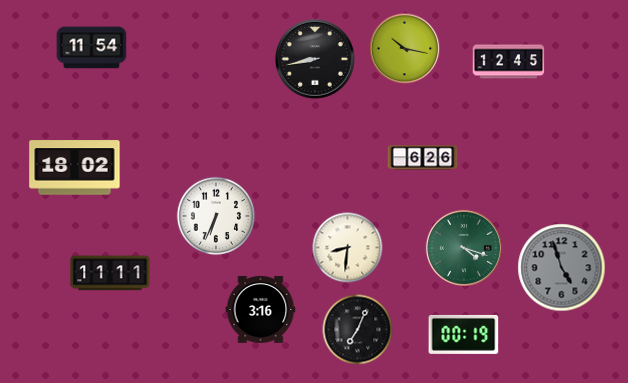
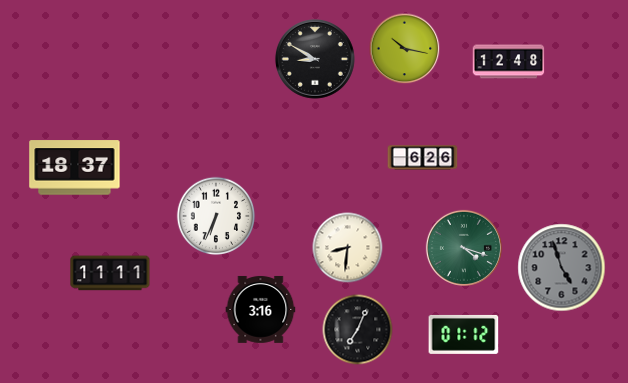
clock at (92, 48): 11:54 -> none
clock at (315, 59): 8:43 -> 8:50
clock at (509, 62): 12:45 -> 12:48
clock at (75, 168): 18:02 -> 18:37
clock at (464, 334): 00:19 -> 01:12
